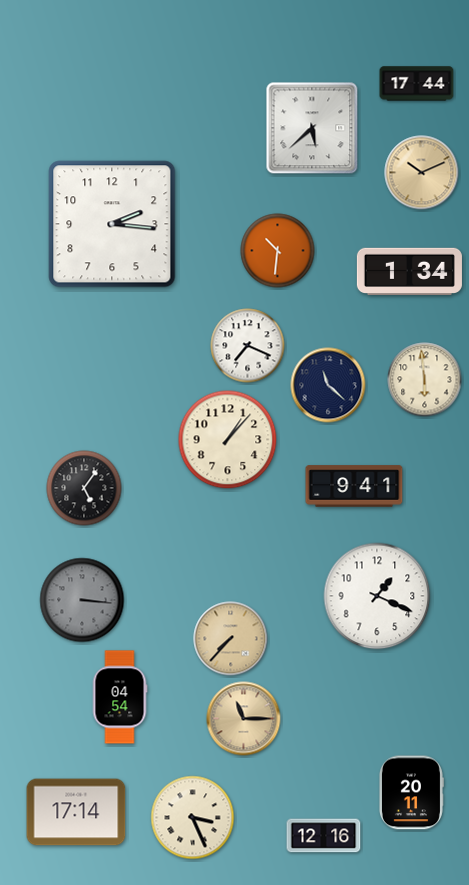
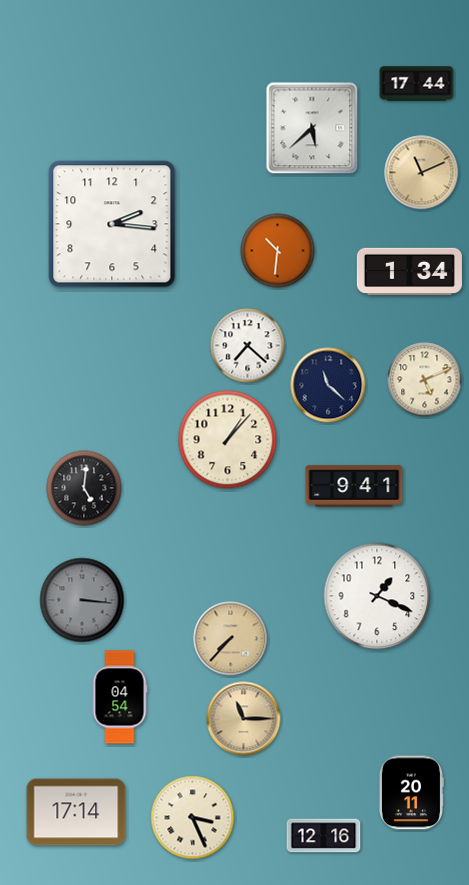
clock at (422, 173): 10:11 -> 11:11
clock at (248, 346): 7:19 -> 7:22
clock at (425, 380): 5:59 -> 5:11
clock at (84, 488): 5:06 -> 5:01
